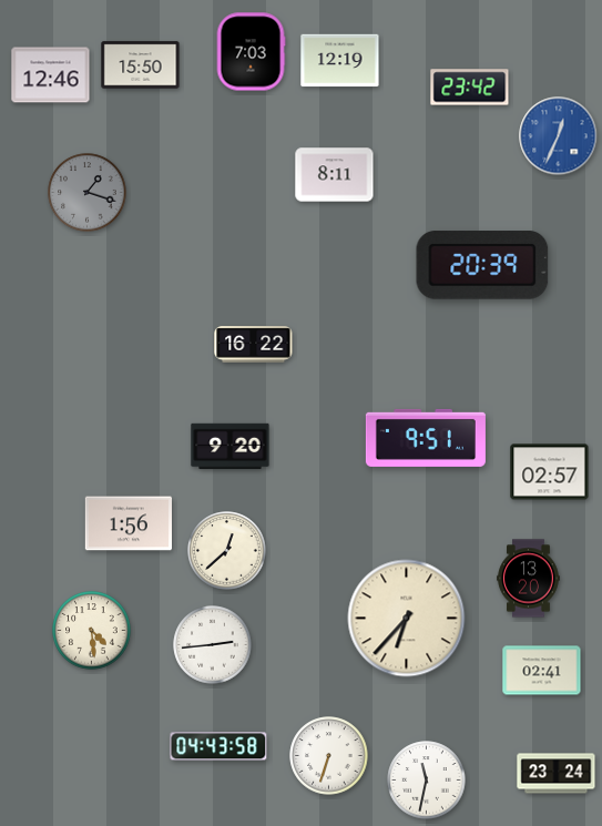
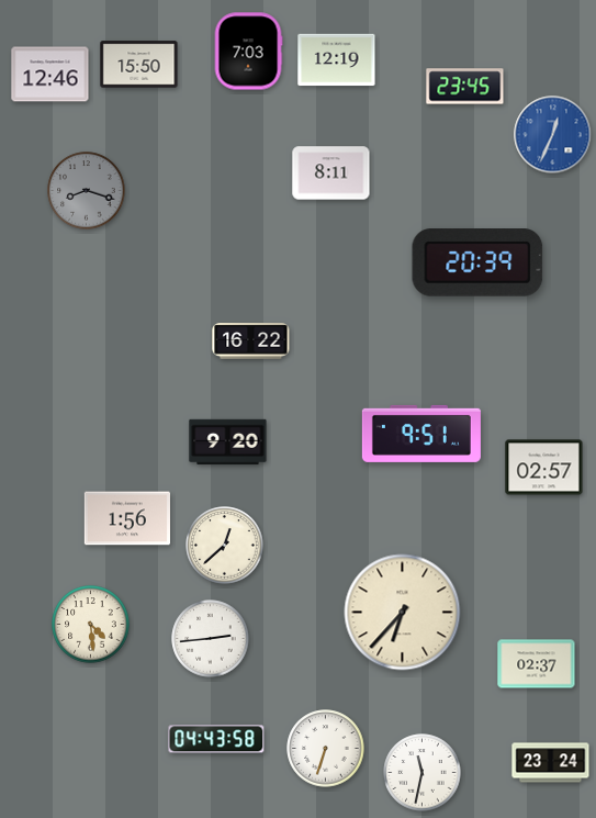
clock at (470, 88): 23:42 -> 23:45
clock at (88, 193): 1:18 -> 8:18
clock at (529, 579): 13:20 -> none
clock at (542, 671): 02:41 -> 02:37
clock at (557, 774) position: (557, 774) -> (551, 763)
